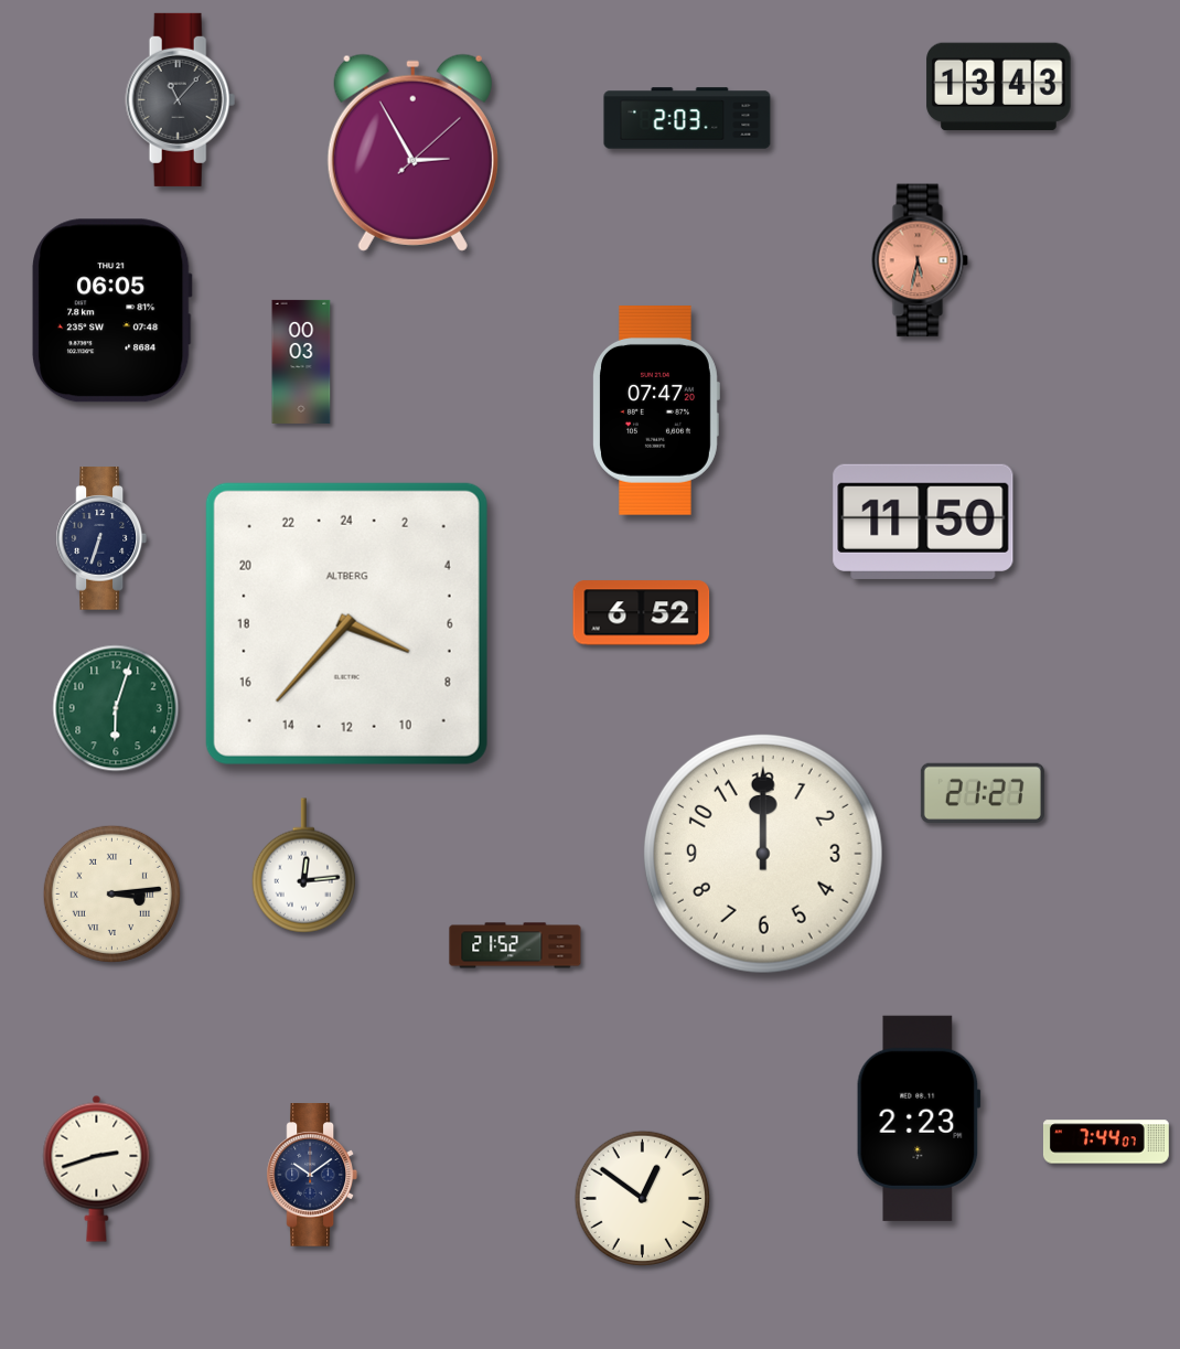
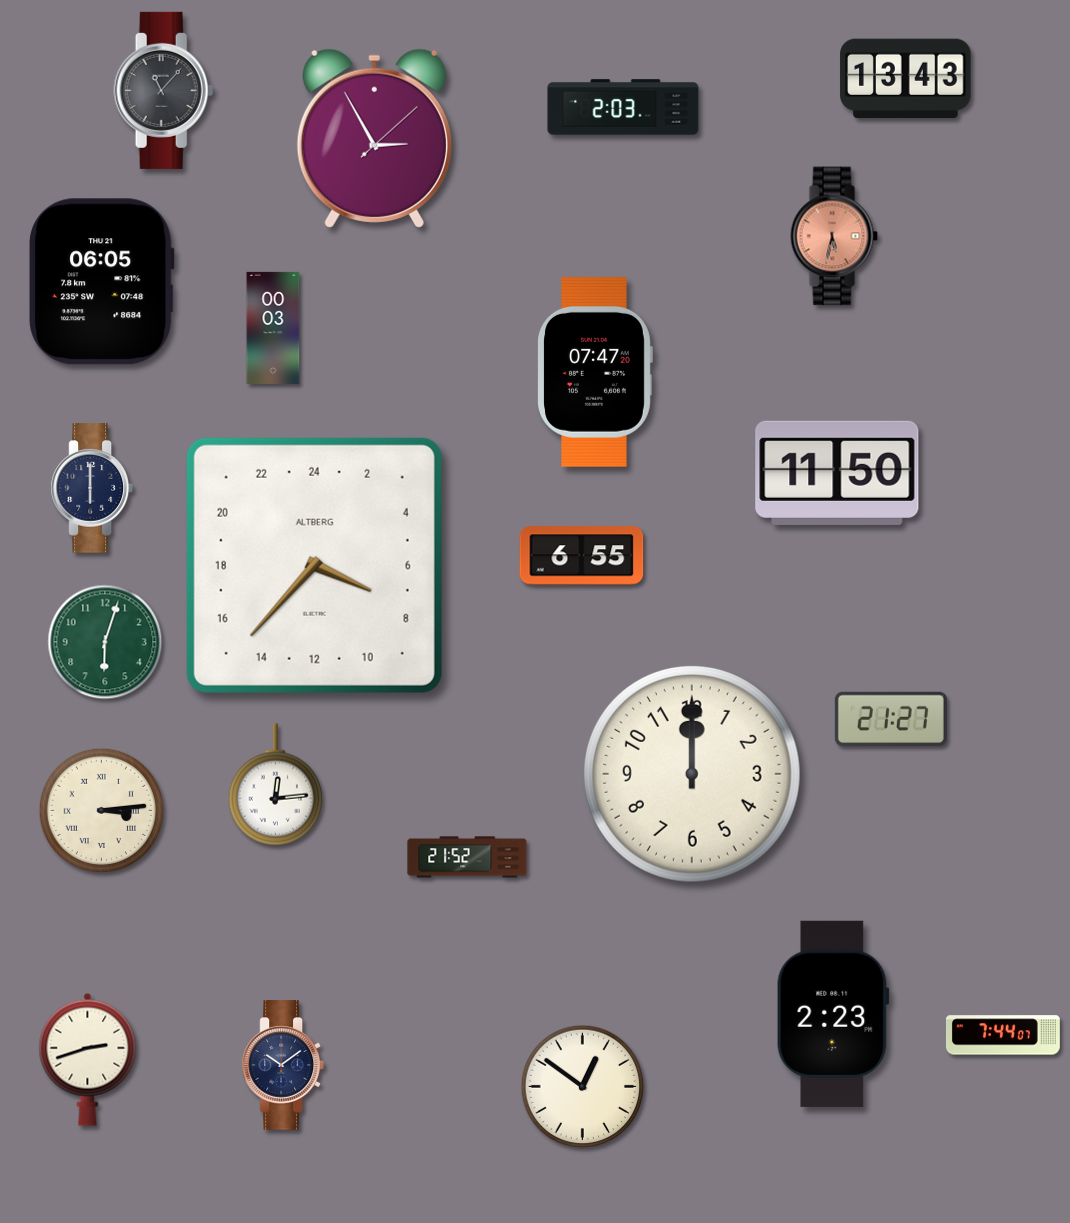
clock at (100, 538): 6:33 -> 6:00
clock at (642, 613): 6:52 -> 6:55
